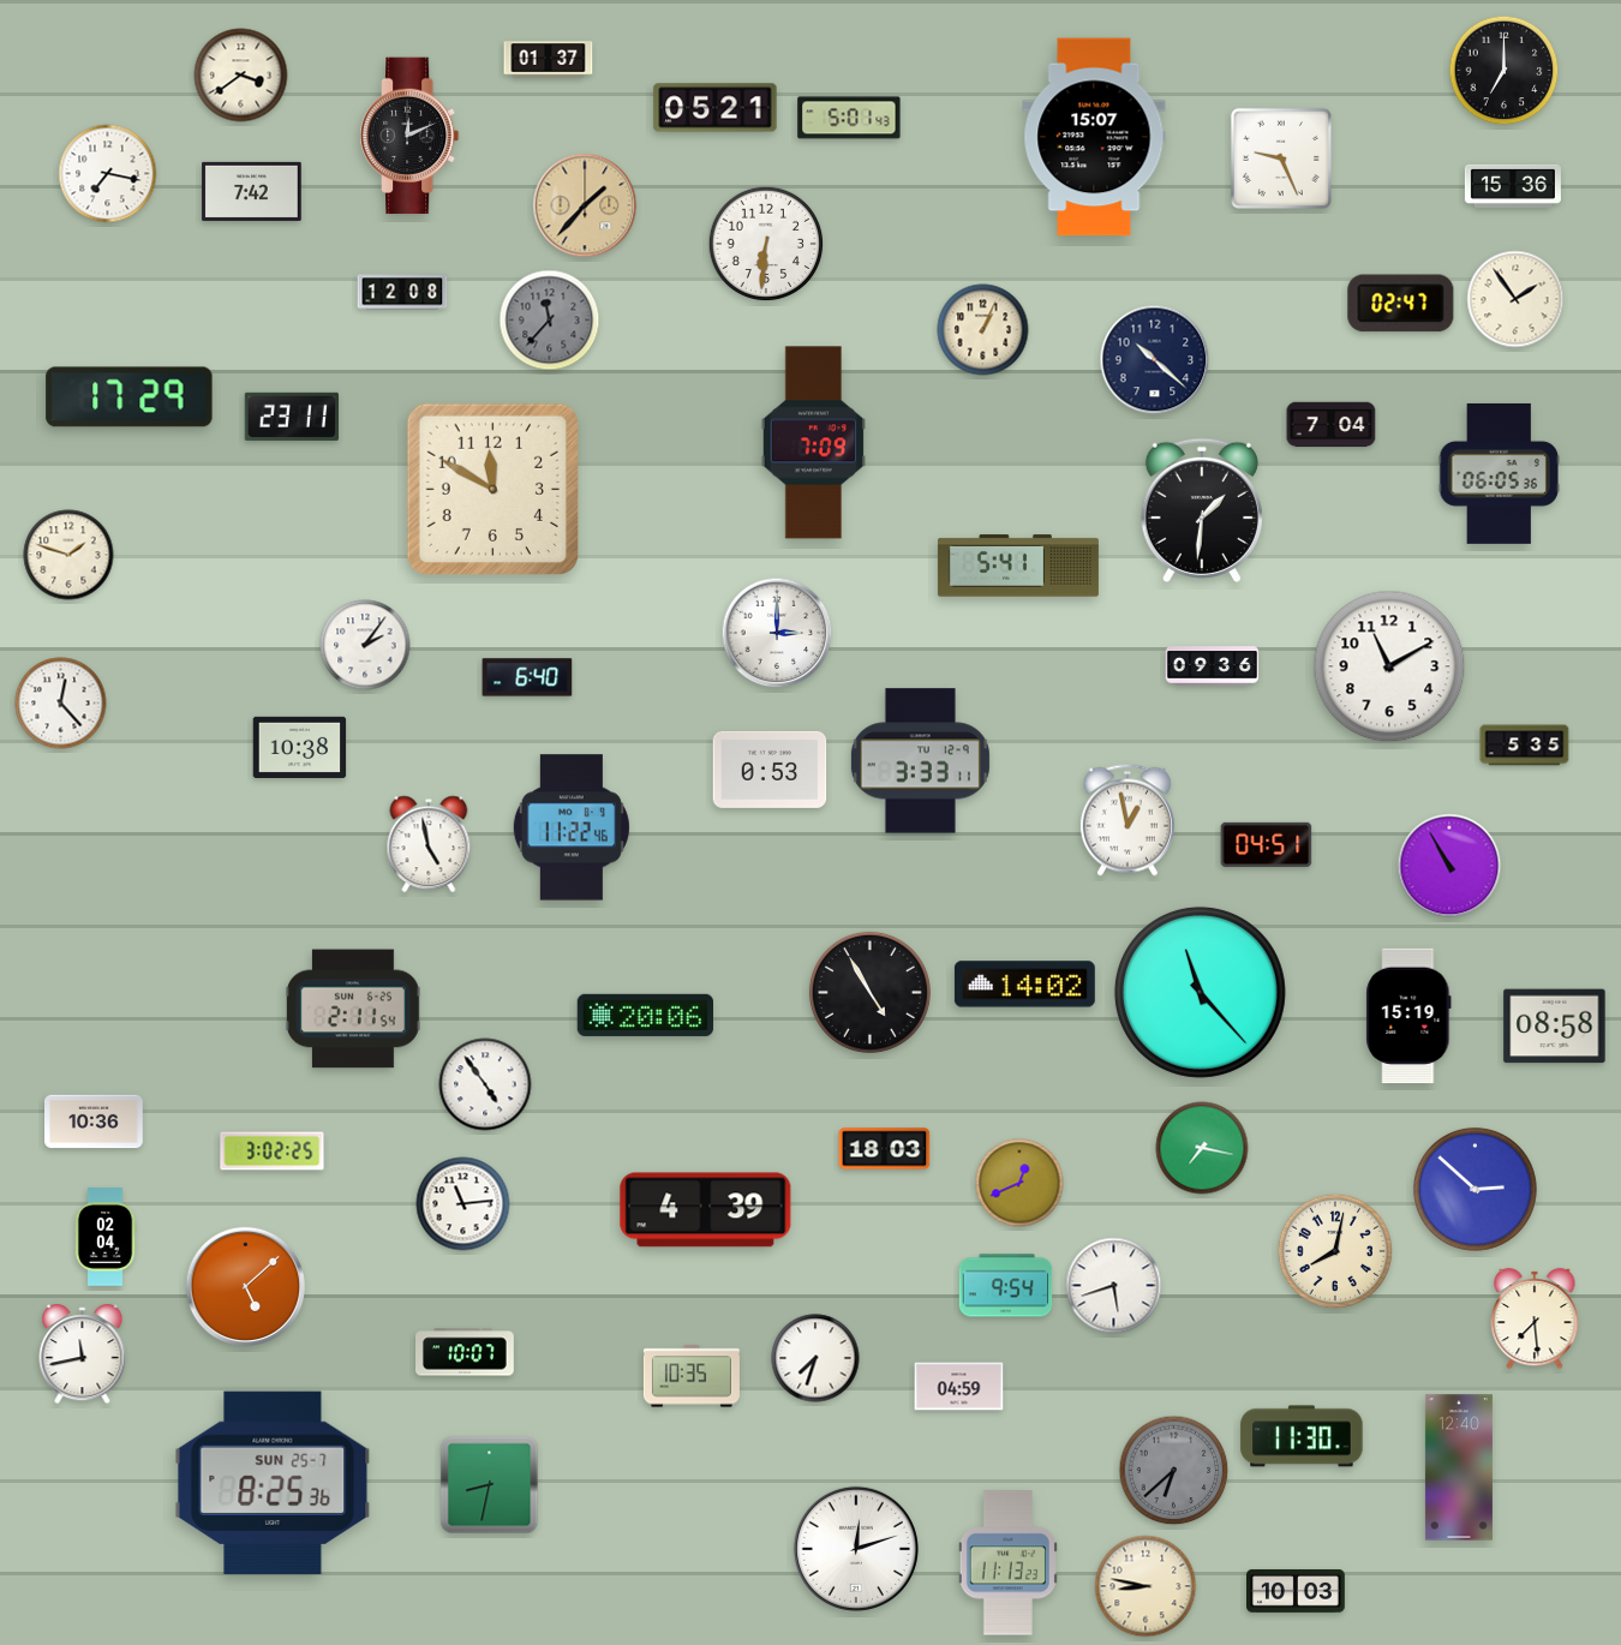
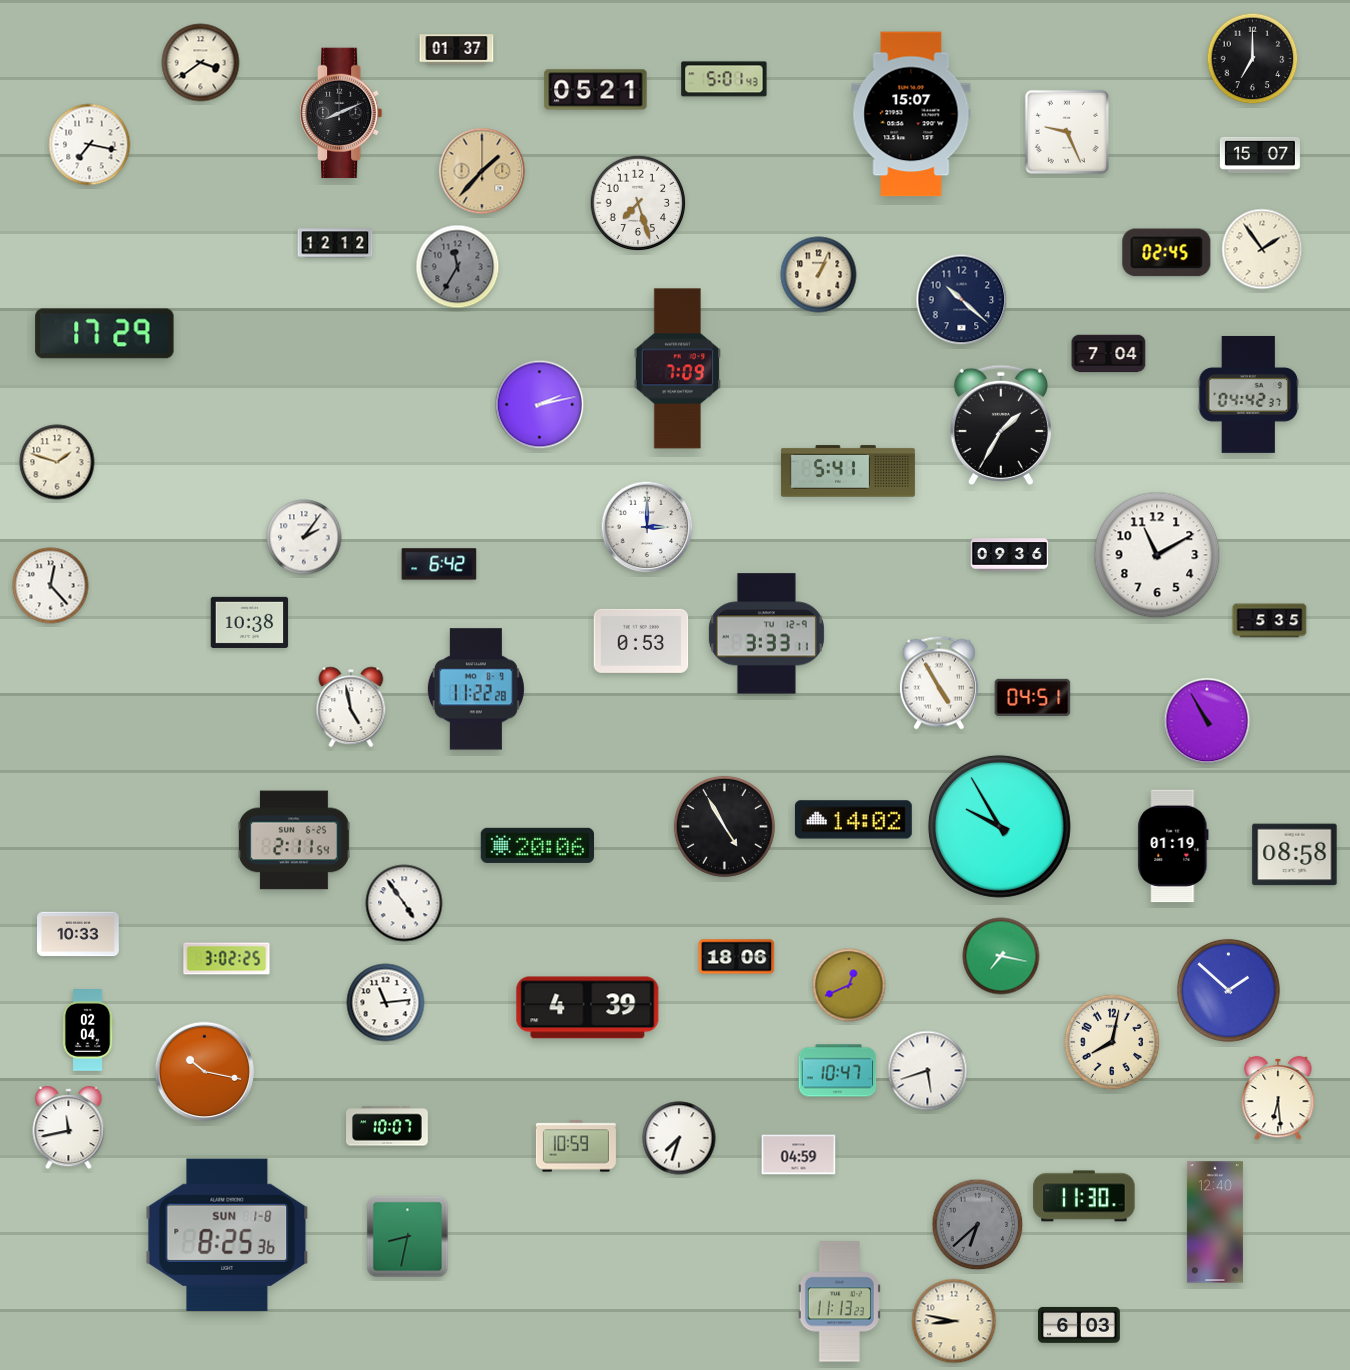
clock at (849, 118) position: (849, 118) -> (724, 79)
clock at (409, 136): 12:11 -> 8:11
clock at (1513, 186): 15:36 -> 15:07
clock at (252, 191): 7:42 -> none
clock at (585, 205) position: (585, 205) -> (482, 171)
clock at (766, 244): 6:31 -> 7:27
clock at (402, 292): 12:08 -> 12:12
clock at (1401, 304): 02:47 -> 02:45
clock at (550, 321): 11:37 -> 11:35
clock at (130, 397) position: (130, 397) -> (105, 334)
clock at (291, 417): 23:11 -> none
clock at (1499, 473): 06:05 -> 04:42
clock at (540, 405): none -> 2:13
clock at (492, 489): 11:50 -> none
clock at (1202, 509): 1:31 -> 1:35
clock at (527, 677): 6:40 -> 6:42
clock at (1127, 820): 12:58 -> 4:55
clock at (572, 827): 11:22:46 -> 11:22:28
clock at (429, 844) position: (429, 844) -> (351, 707)
clock at (1267, 844) position: (1267, 844) -> (1033, 697)
clock at (1200, 992): 11:23 -> 9:55
clock at (1408, 1016): 15:19 -> 01:19
clock at (95, 1121): 10:36 -> 10:33
clock at (885, 1149): 18:03 -> 18:06
clock at (1475, 1189): 2:52 -> 1:52
clock at (1006, 1286): 9:54 -> 10:47
clock at (246, 1287): 5:08 -> 10:17
clock at (1535, 1318): 7:29 -> 6:29
clock at (815, 1358) position: (815, 1358) -> (679, 1138)
clock at (692, 1376): 10:35 -> 10:59
clock at (273, 1483) date: SUN 25-7 -> SUN 1-8
clock at (856, 1549): 12:12 -> none
clock at (1297, 1591): 10:03 -> 6:03
